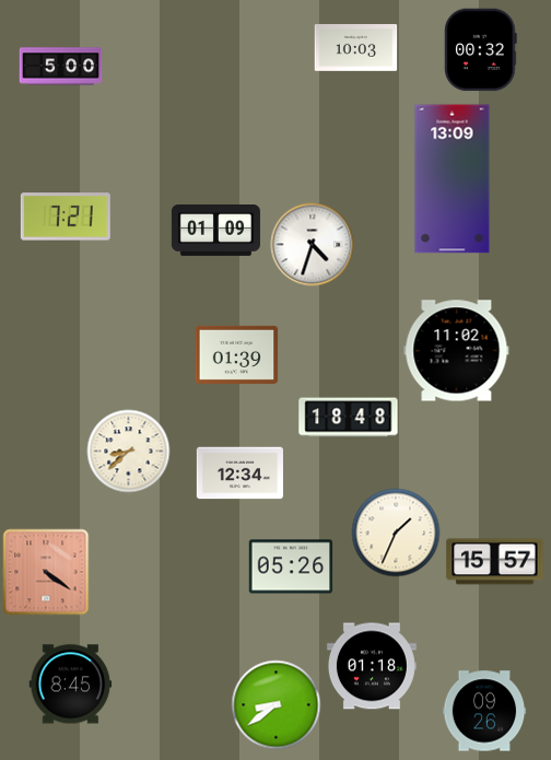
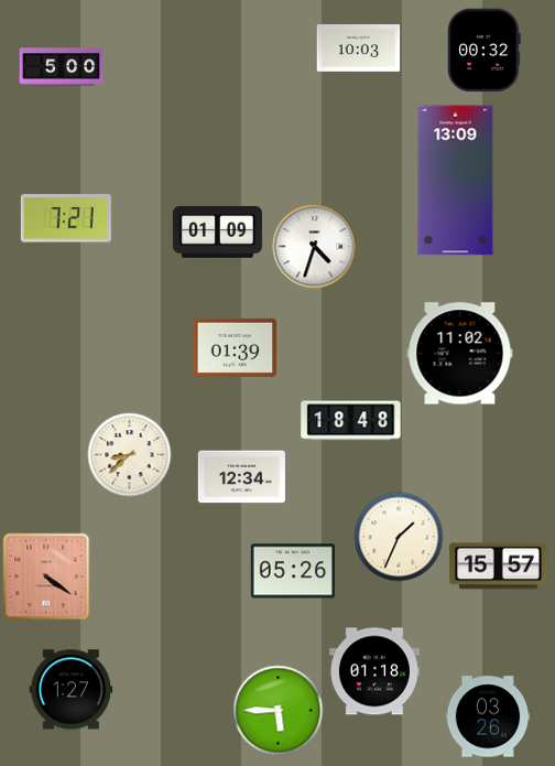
clock at (237, 354) position: (237, 354) -> (236, 347)
clock at (71, 685): 8:45 -> 1:27
clock at (277, 705): 8:39 -> 5:45
clock at (484, 711): 09:26 -> 03:26
